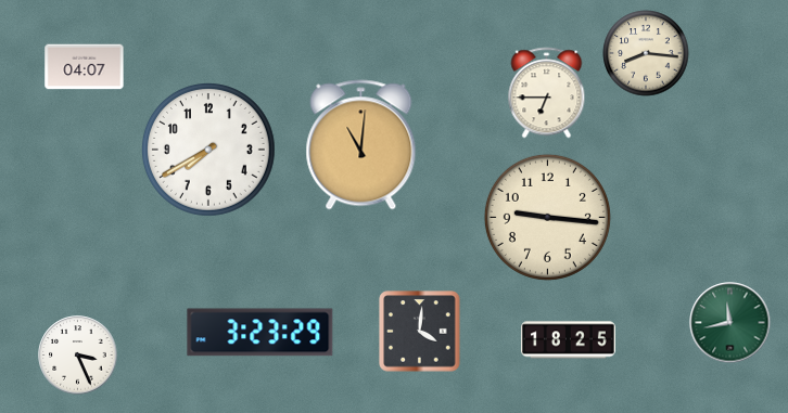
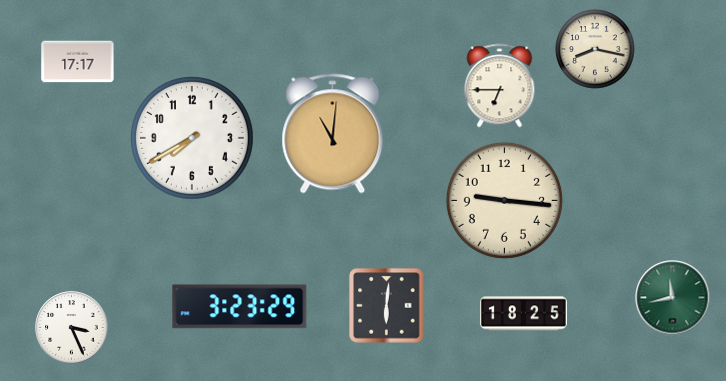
clock at (646, 53): 8:16 -> 8:17
clock at (85, 67): 04:07 -> 17:17
clock at (547, 93) position: (547, 93) -> (500, 86)
clock at (420, 332): 4:01 -> 6:01
